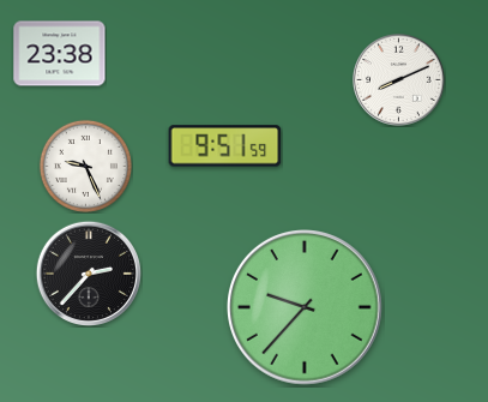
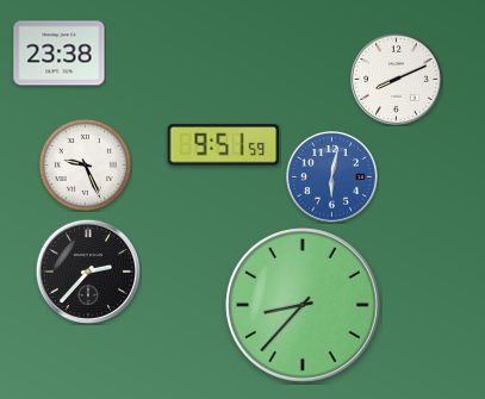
clock at (332, 177): none -> 6:02
clock at (306, 308): 9:37 -> 8:37
